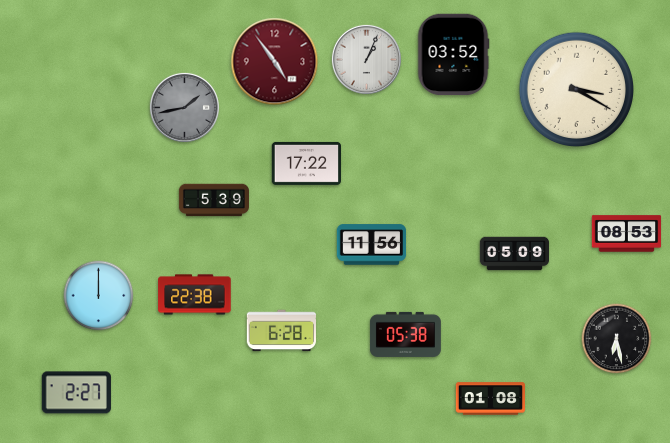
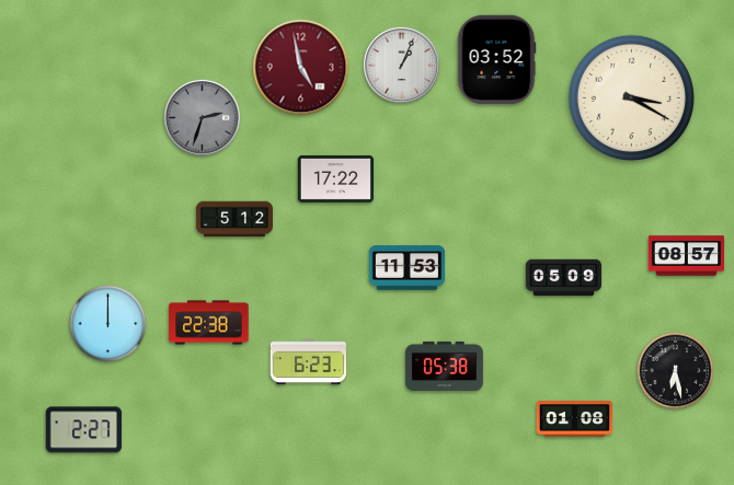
clock at (275, 62): 4:54 -> 4:58
clock at (184, 107): 1:43 -> 2:33
clock at (214, 200): 5:39 -> 5:12
clock at (627, 234): 08:53 -> 08:57
clock at (372, 245): 11:56 -> 11:53
clock at (195, 295) position: (195, 295) -> (209, 323)
clock at (281, 331): 6:28 -> 6:23
clock at (491, 399) position: (491, 399) -> (575, 419)
